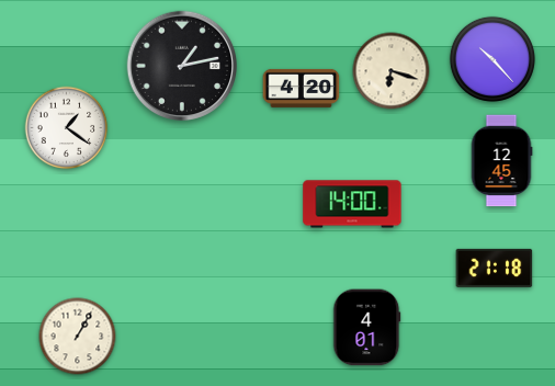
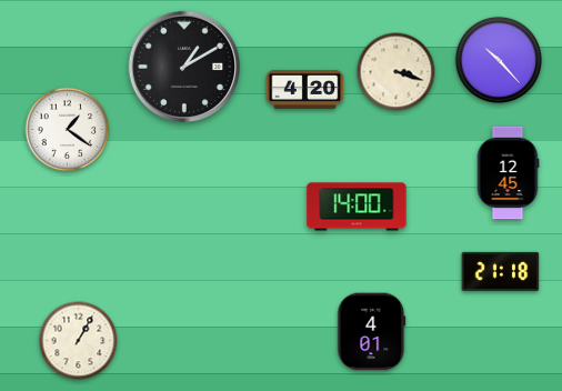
clock at (182, 66): 1:13 -> 1:10
clock at (392, 71): 6:18 -> 3:18
clock at (501, 161) position: (501, 161) -> (508, 173)
